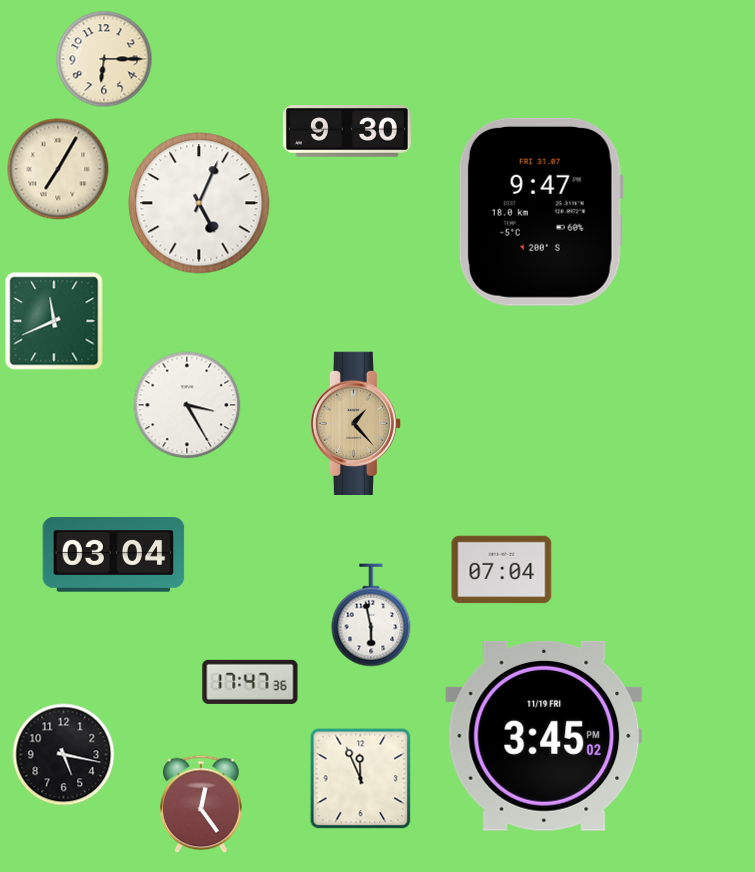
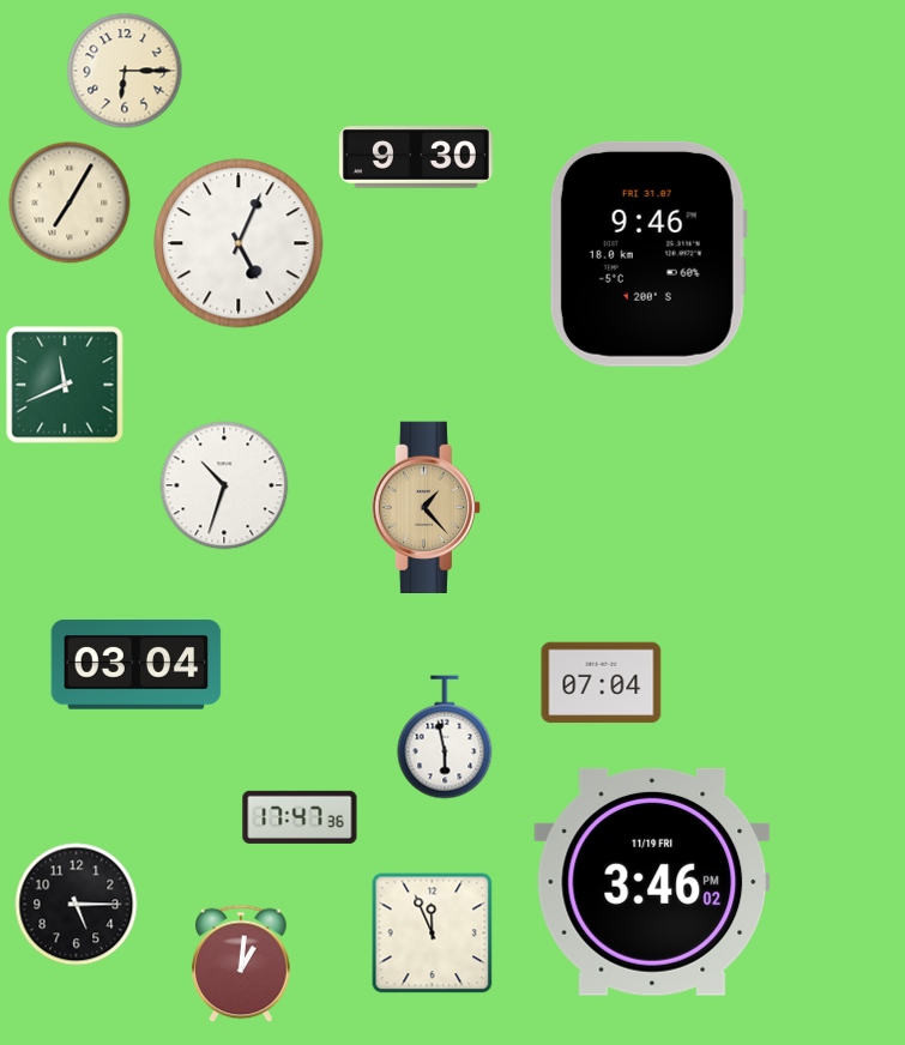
clock at (541, 212): 9:47 -> 9:46
clock at (187, 405): 3:25 -> 10:33
clock at (544, 736): 3:45 -> 3:46
clock at (64, 755): 5:17 -> 5:15
clock at (201, 804): 12:24 -> 1:01
